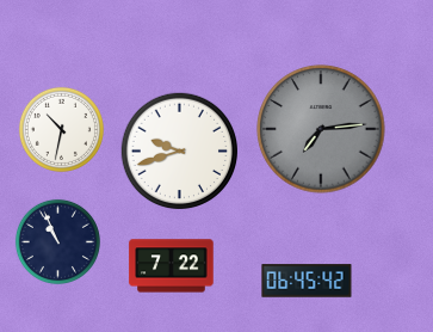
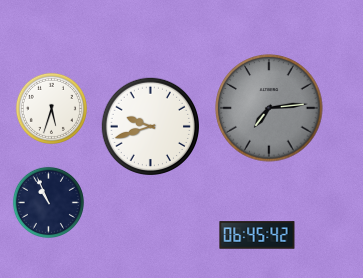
clock at (61, 129): 10:32 -> 5:33
clock at (172, 266): 7:22 -> none
